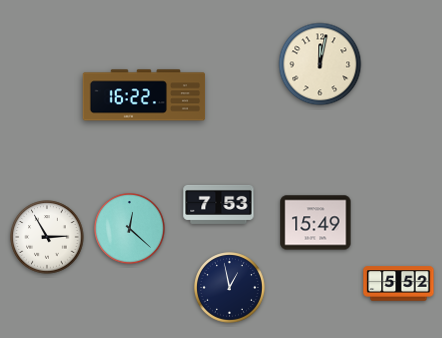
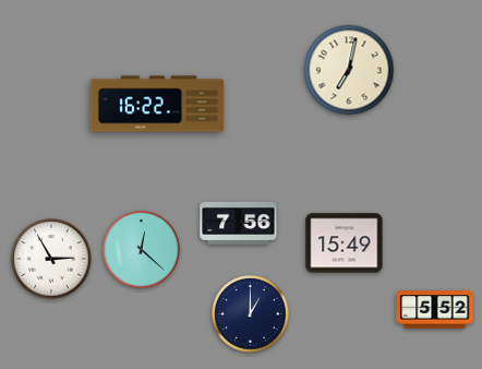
clock at (320, 64): 12:02 -> 7:02
clock at (219, 204): 7:53 -> 7:56
clock at (230, 288): 12:58 -> 1:00
